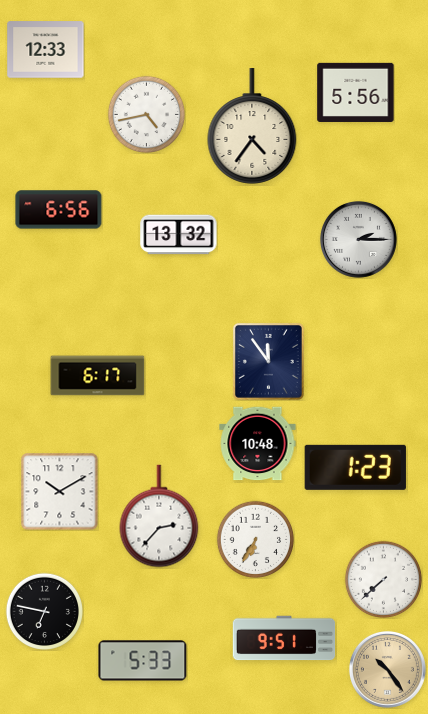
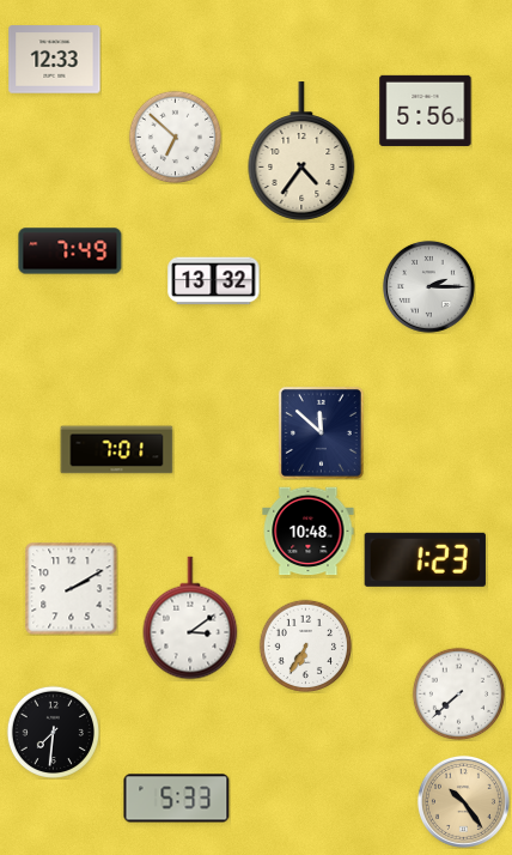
clock at (146, 114): 4:43 -> 6:52
clock at (59, 210): 6:56 -> 7:49
clock at (268, 361): 11:54 -> 11:52
clock at (98, 376): 6:17 -> 7:01
clock at (59, 491): 10:10 -> 2:10
clock at (159, 516): 2:37 -> 3:09
clock at (44, 611): 6:47 -> 7:31
clock at (284, 638): 9:51 -> none
clock at (143, 661) position: (143, 661) -> (177, 799)
